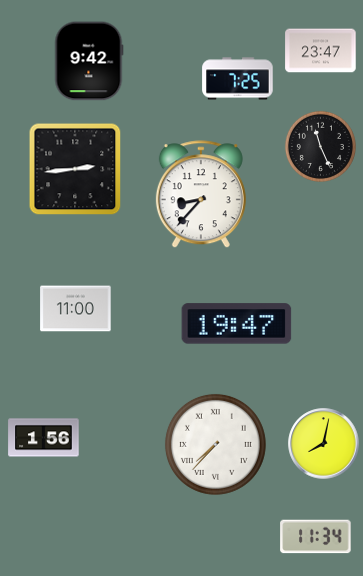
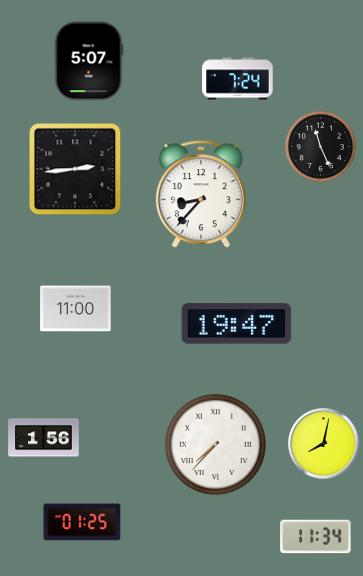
clock at (321, 51): 23:47 -> none
clock at (89, 61): 9:42 -> 5:07
clock at (238, 79): 7:25 -> 7:24
clock at (82, 522): none -> 01:25
